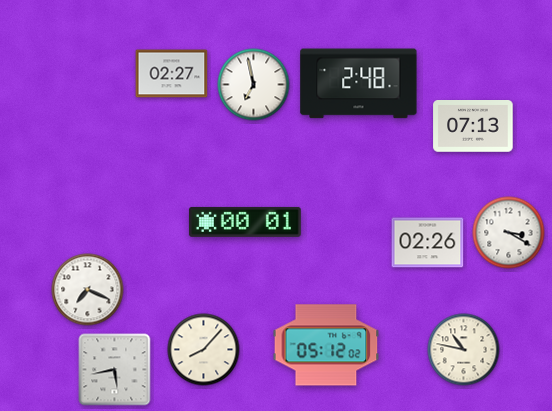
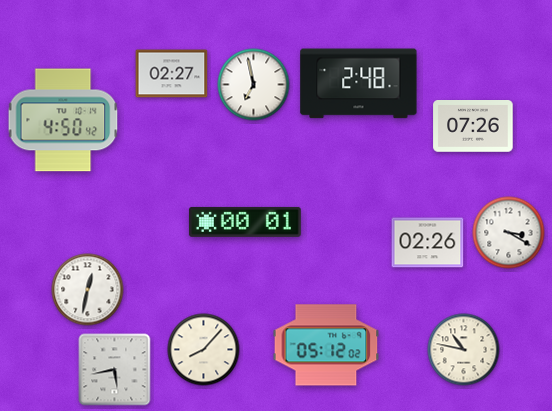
clock at (63, 120): none -> 4:50
clock at (473, 126): 07:13 -> 07:26
clock at (88, 290): 7:19 -> 12:32
